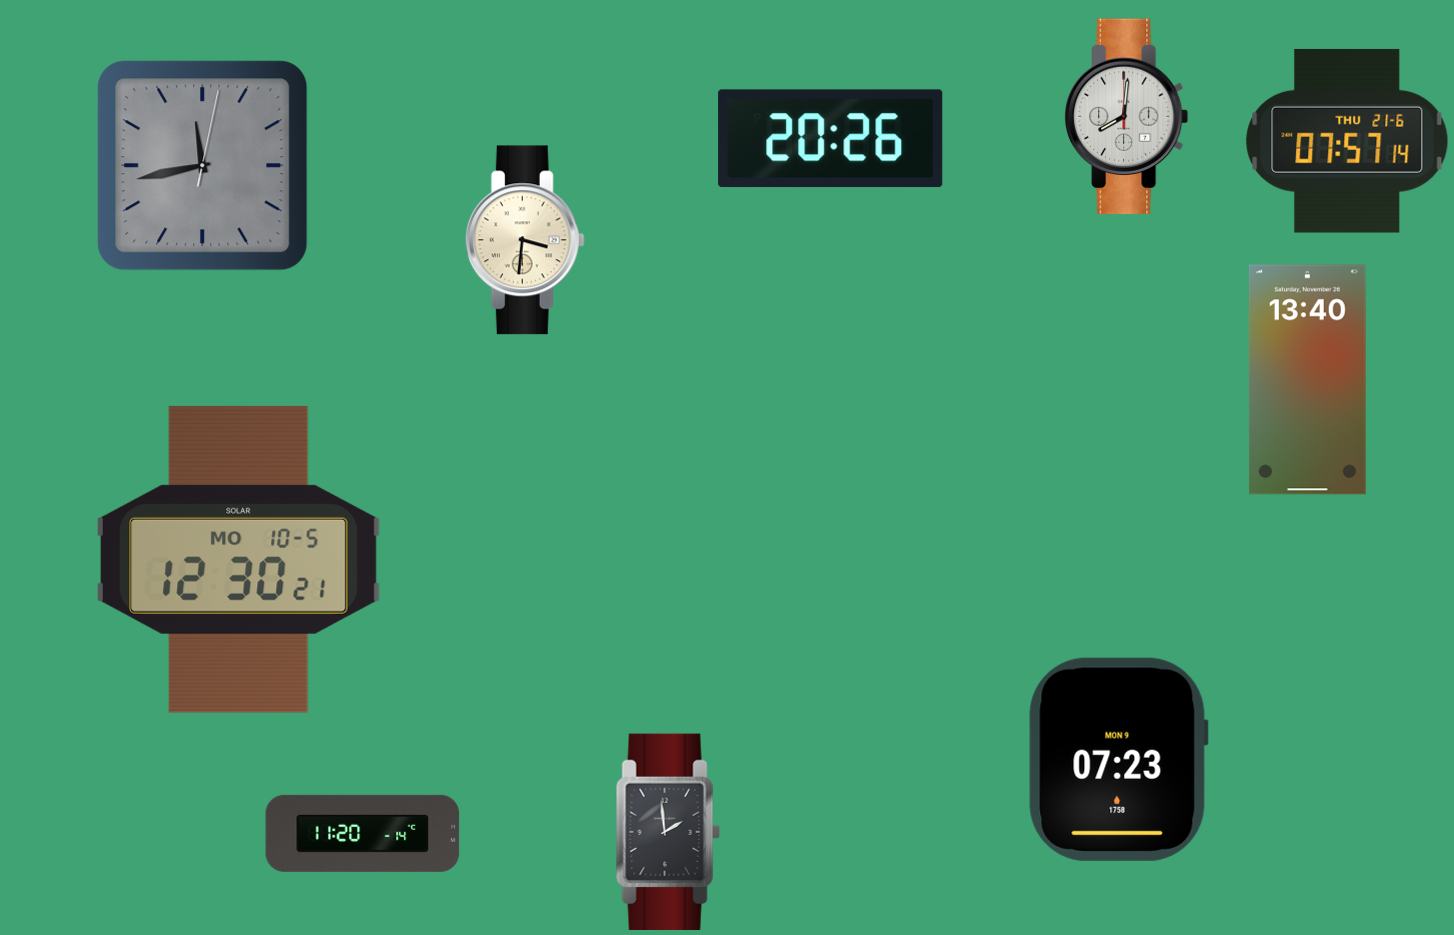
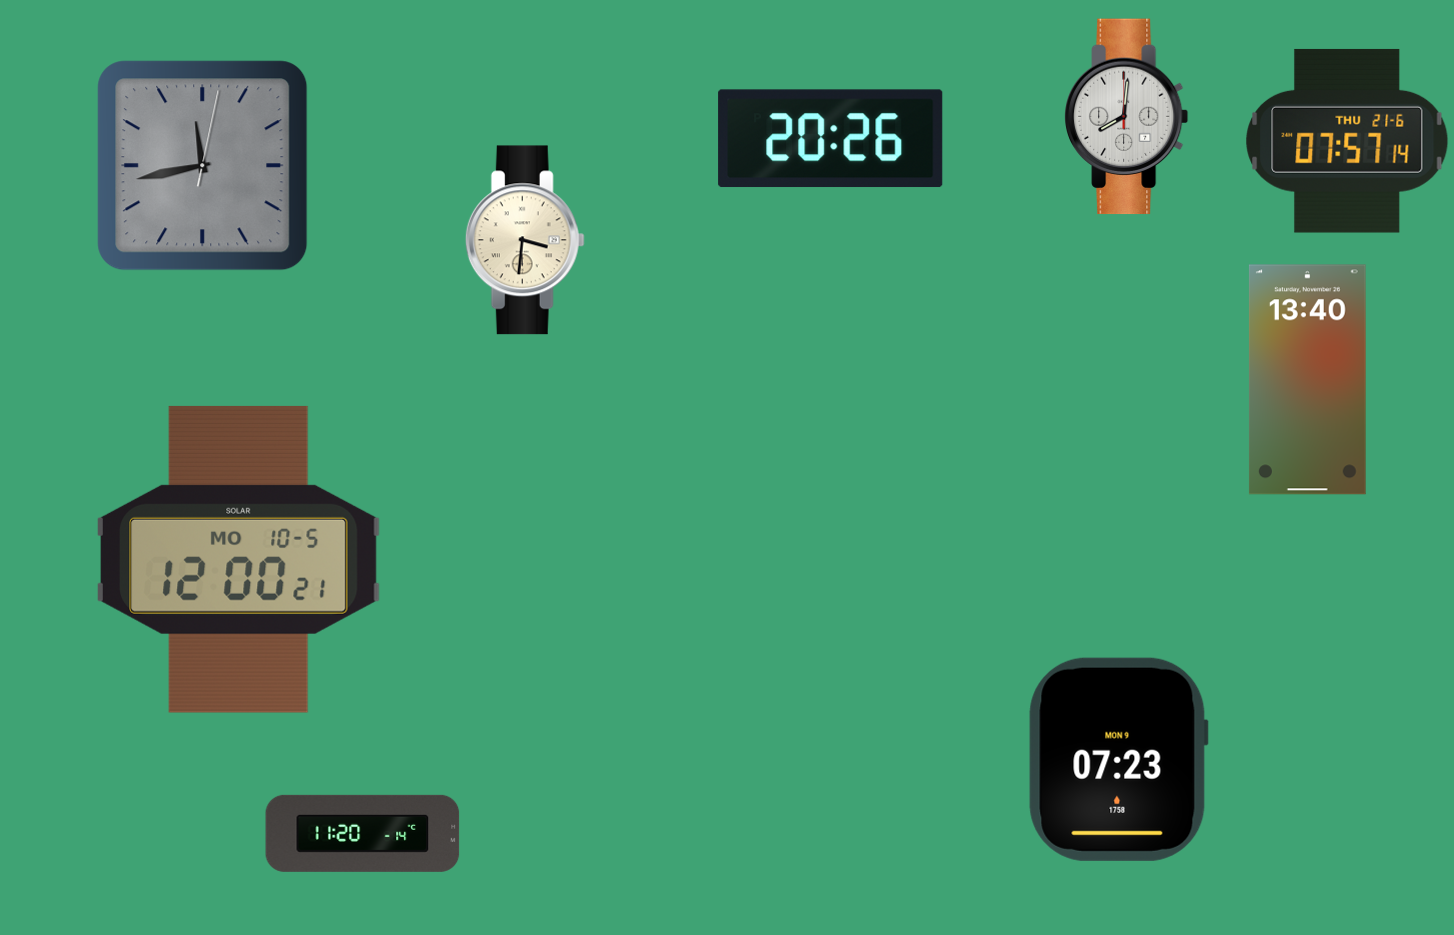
clock at (239, 559): 12:30 -> 12:00
clock at (668, 832): 1:59 -> none
